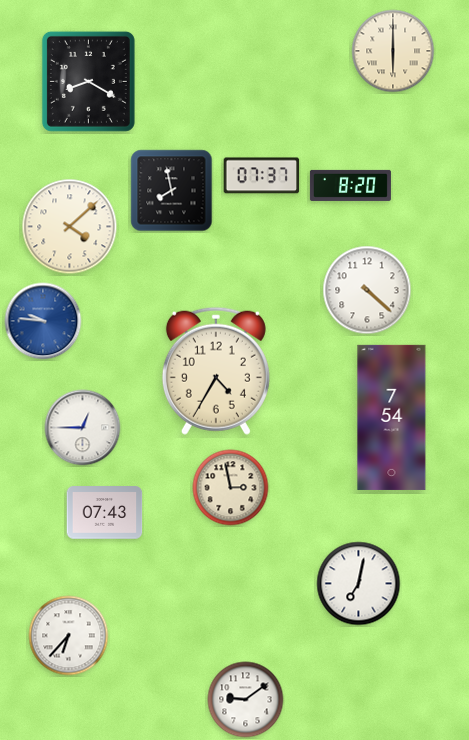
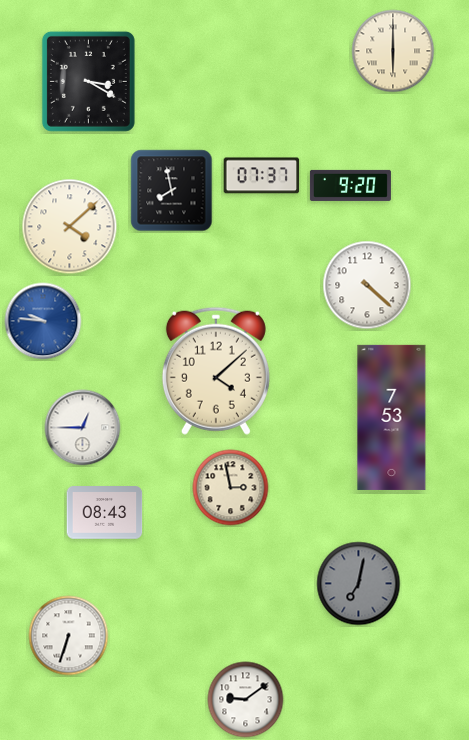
clock at (88, 81): 8:20 -> 3:20
clock at (350, 185): 8:20 -> 9:20
clock at (367, 290) position: (367, 290) -> (367, 285)
clock at (216, 371): 4:35 -> 4:08
clock at (392, 417): 7:54 -> 7:53
clock at (105, 513): 07:43 -> 08:43
clock at (359, 584) dial: white -> grey
clock at (69, 636): 6:37 -> 6:33
